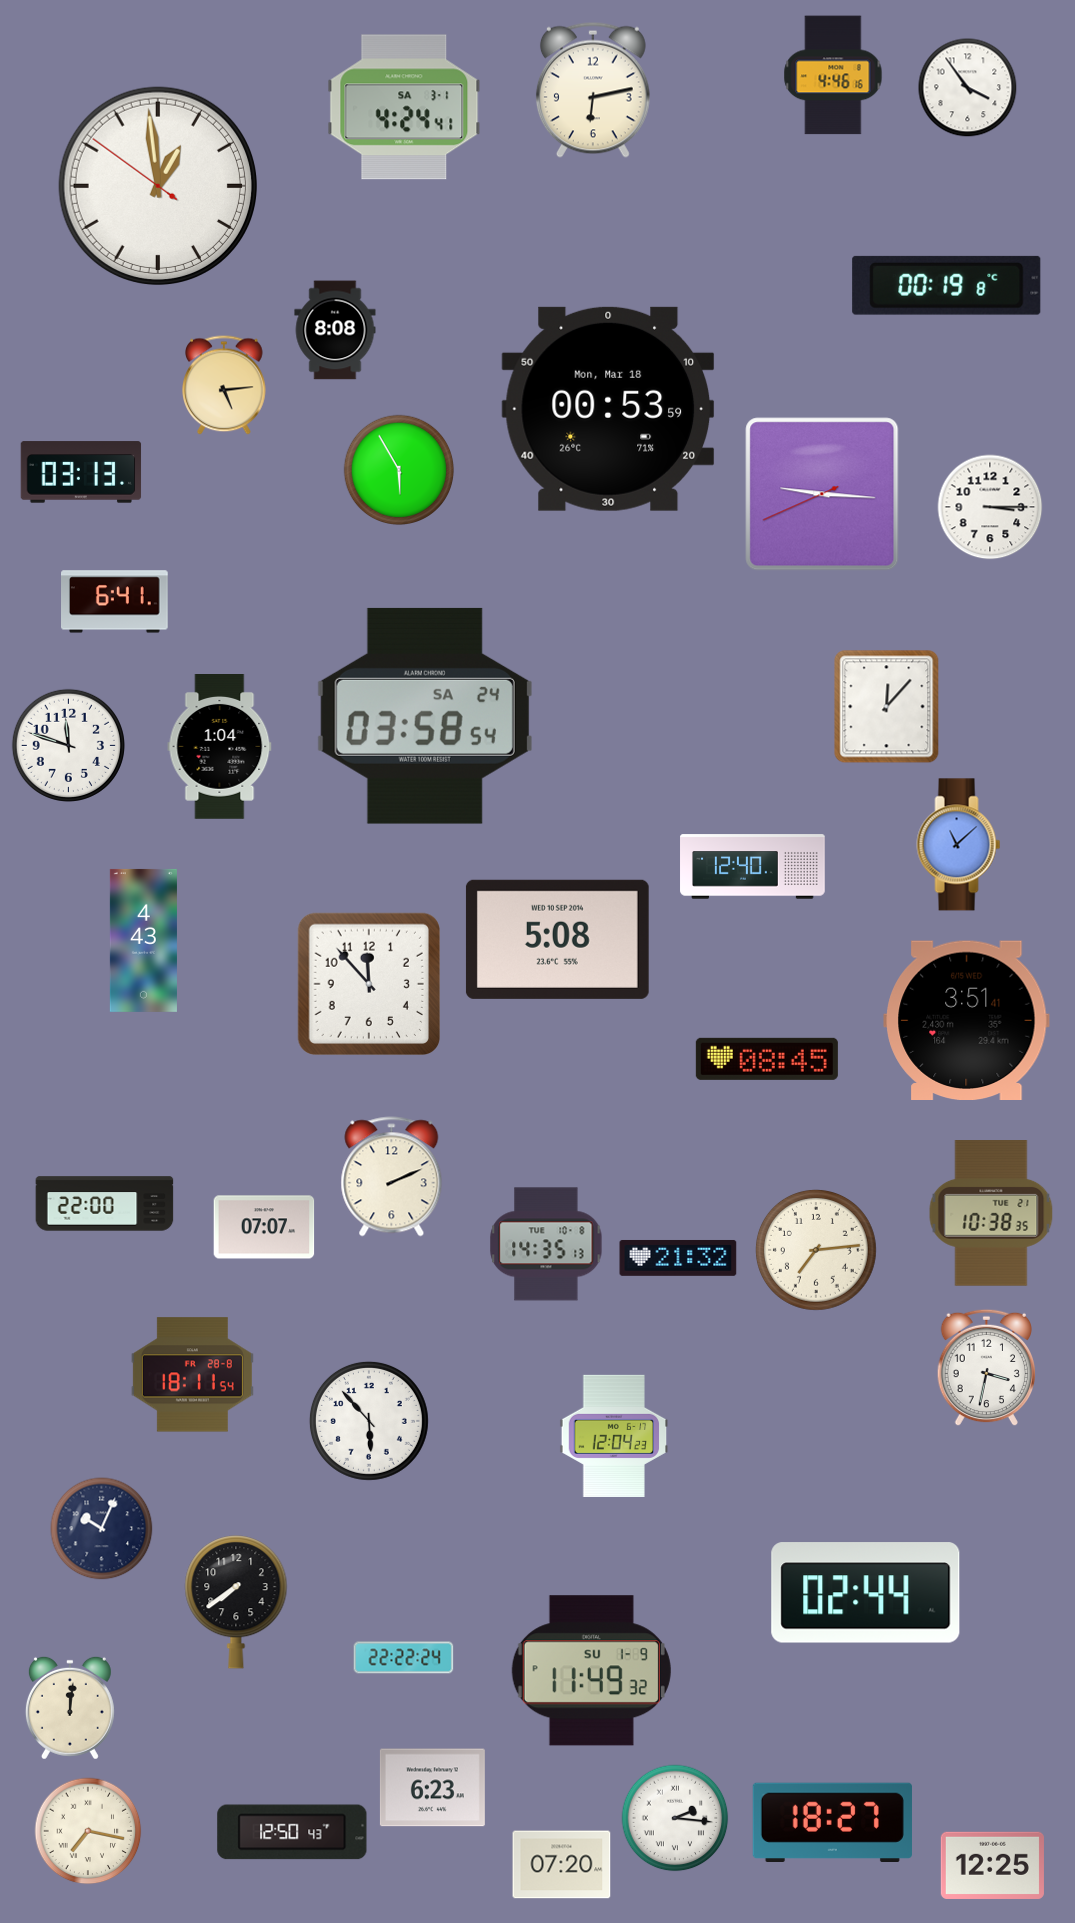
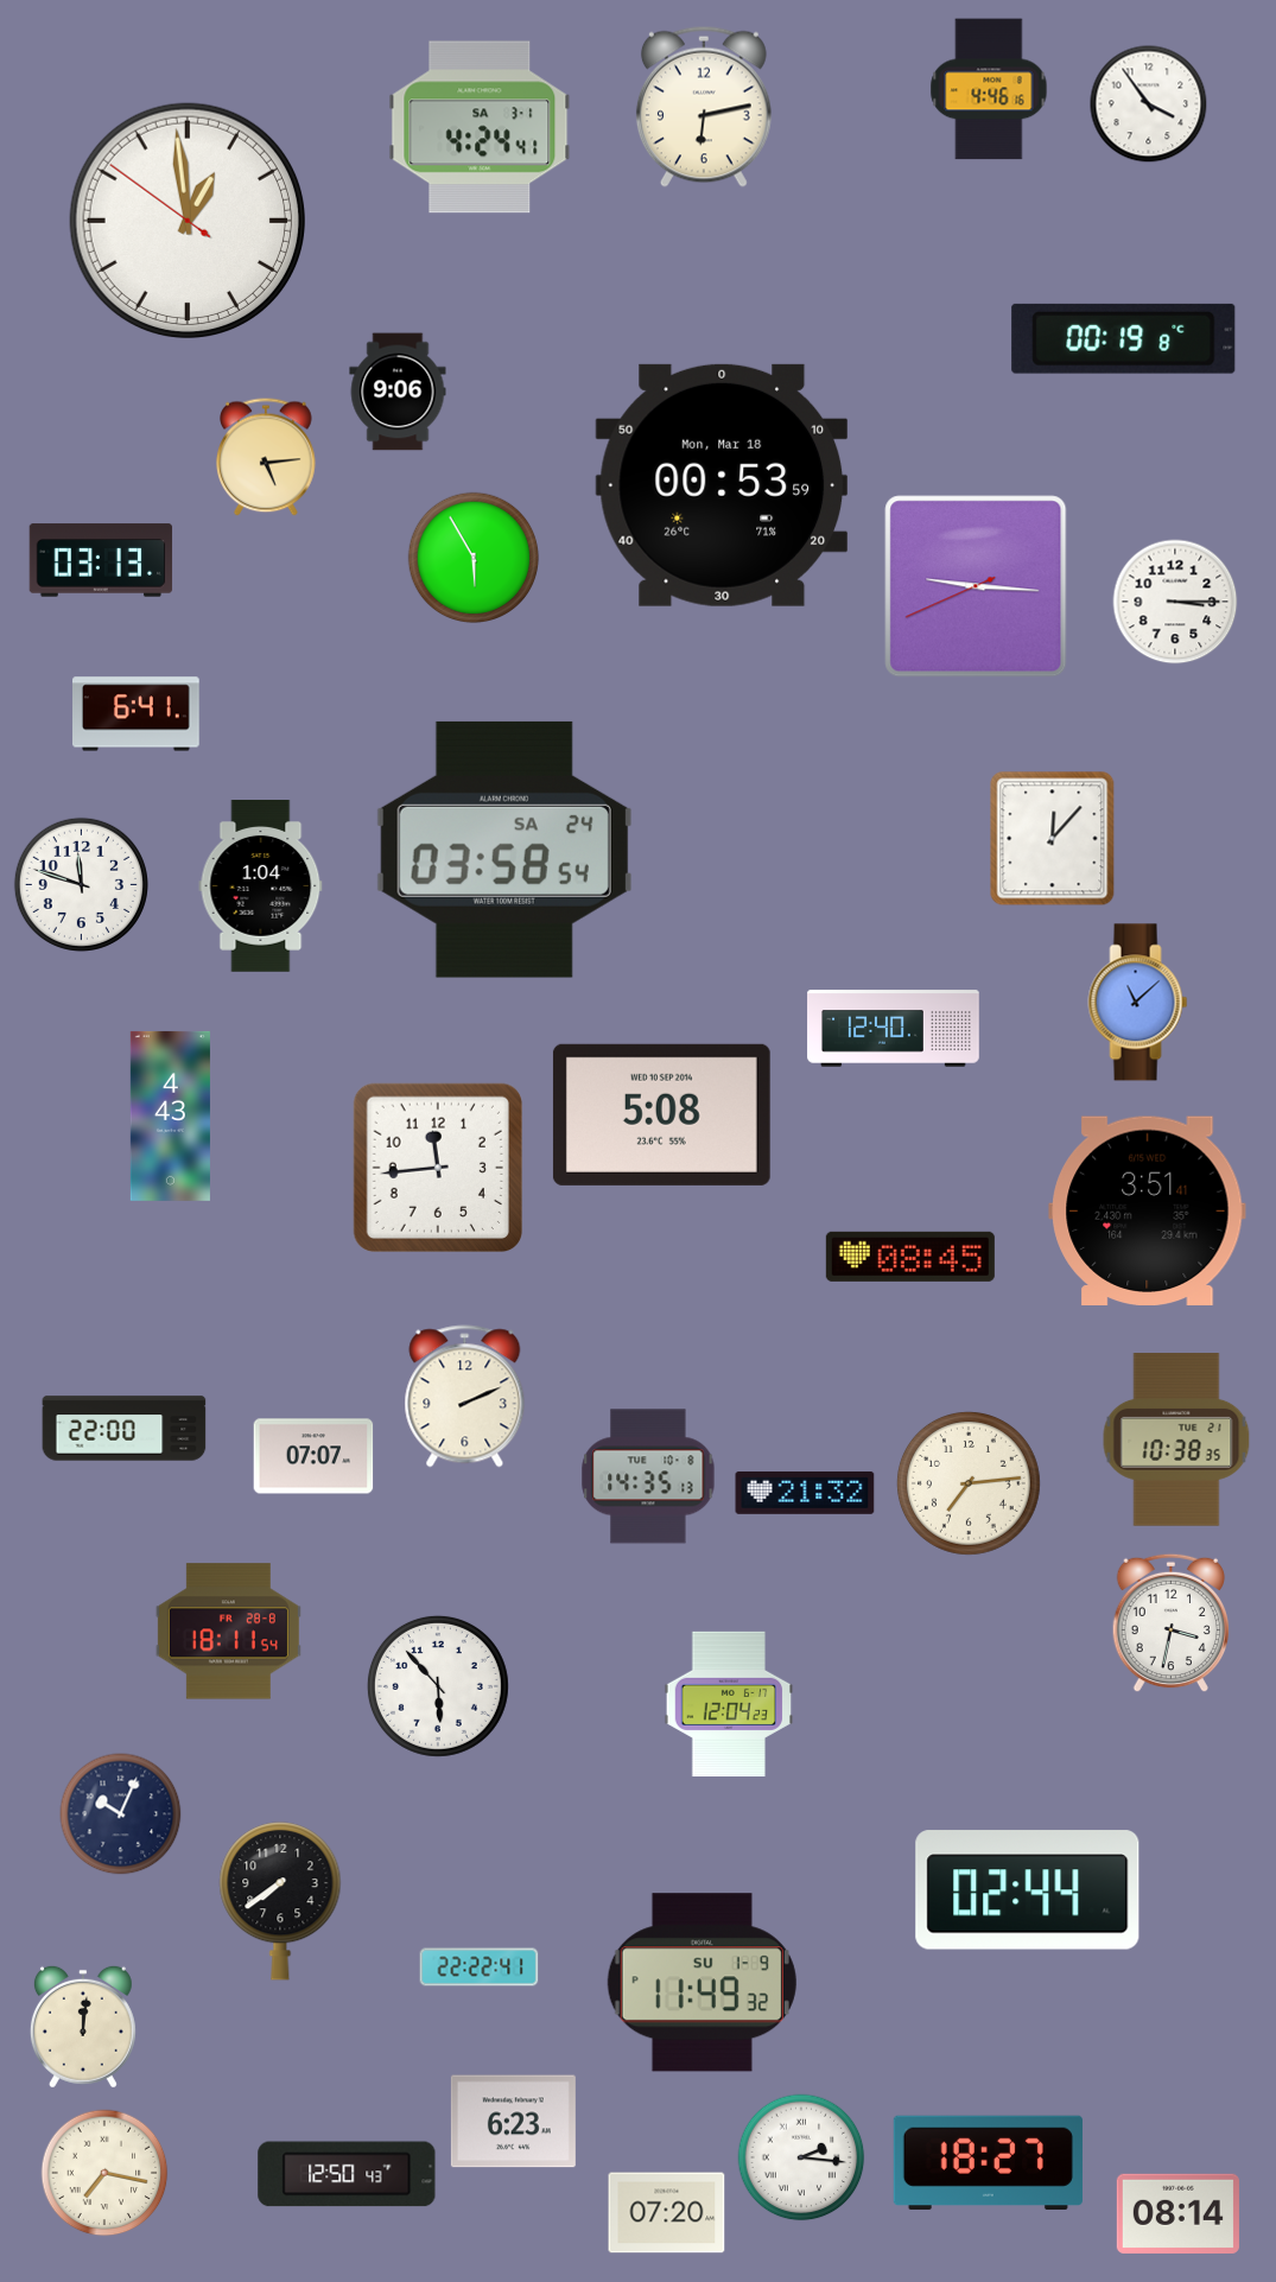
clock at (335, 330): 8:08 -> 9:06
clock at (81, 472) position: (81, 472) -> (101, 560)
clock at (368, 983): 11:53 -> 11:44
clock at (404, 1658): 22:22:24 -> 22:22:41
clock at (992, 1865): 12:25 -> 08:14
